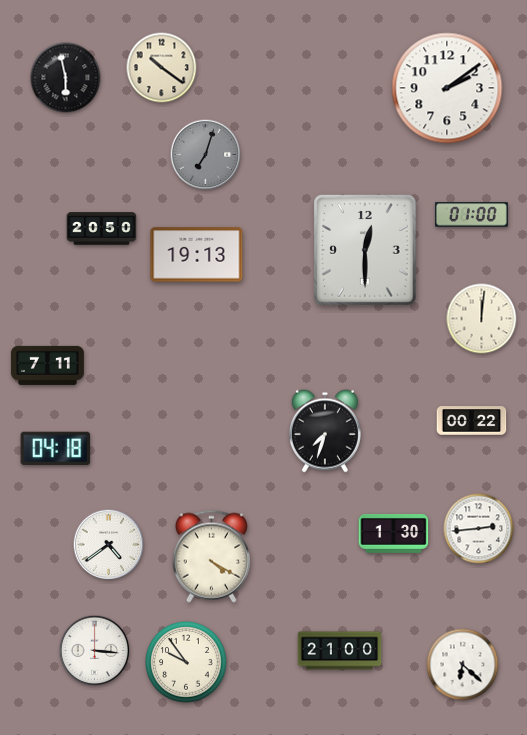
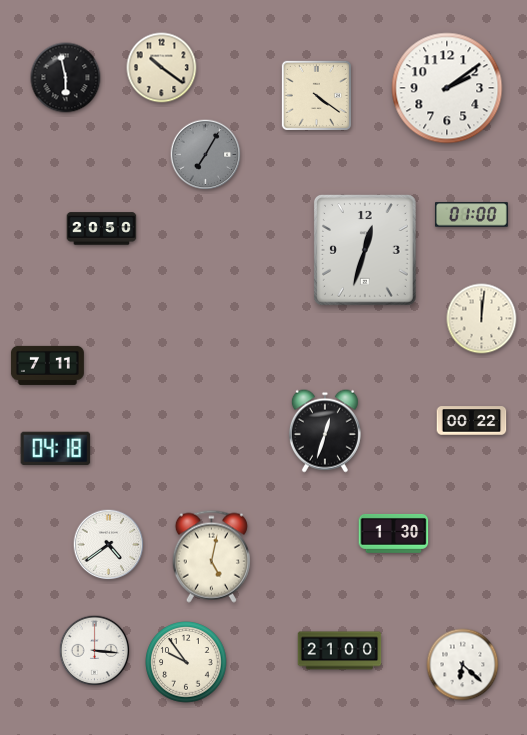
clock at (316, 95): none -> 4:21
clock at (206, 155): 7:03 -> 7:05
clock at (365, 251): 12:30 -> 12:33
clock at (197, 255): 19:13 -> none
clock at (325, 431): 7:33 -> 12:33
clock at (479, 529): 2:44 -> none
clock at (211, 556): 4:20 -> 5:02
